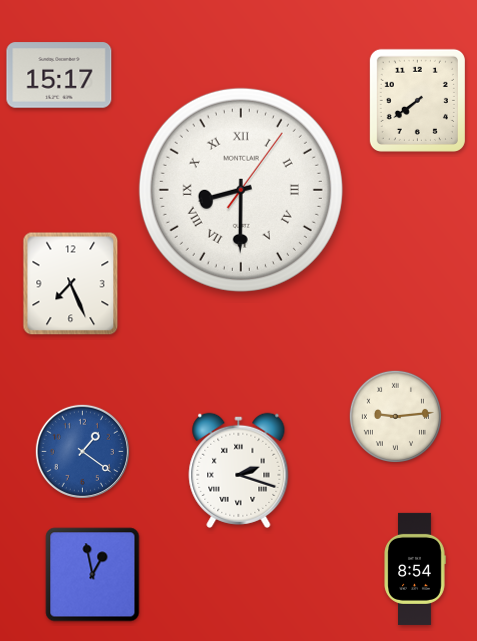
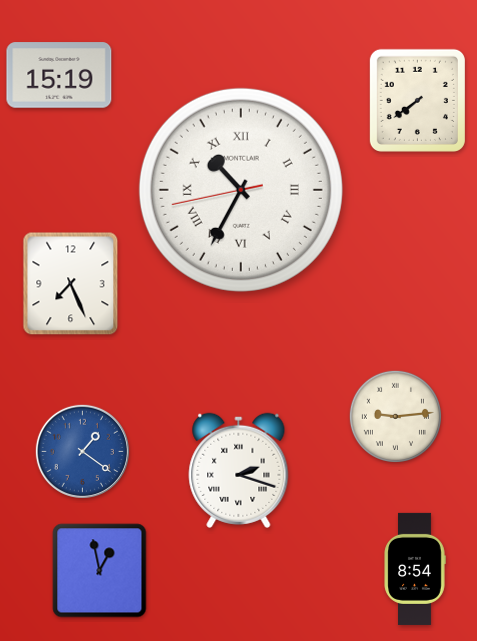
clock at (59, 75): 15:17 -> 15:19
clock at (241, 190): 8:30 -> 10:34
clock at (93, 575) position: (93, 575) -> (100, 571)
